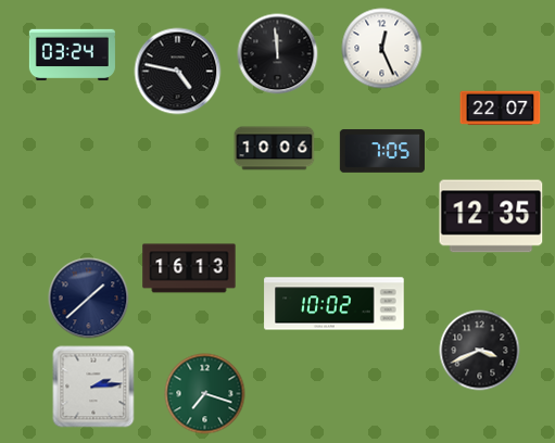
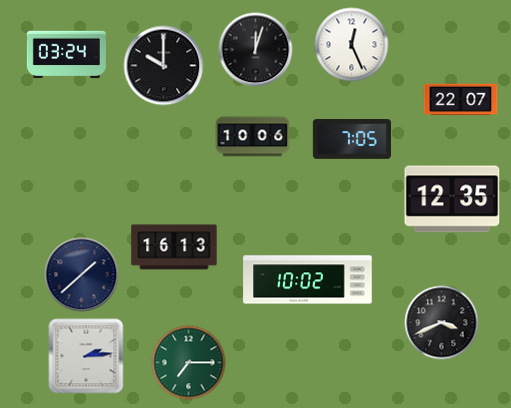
clock at (278, 54): 11:59 -> 12:03
clock at (72, 55) position: (72, 55) -> (66, 55)
clock at (178, 72): 4:47 -> 10:00
clock at (205, 394): 7:18 -> 7:15
